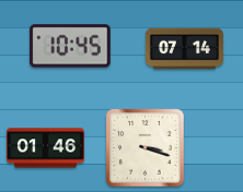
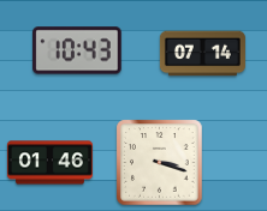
clock at (70, 46): 10:45 -> 10:43
